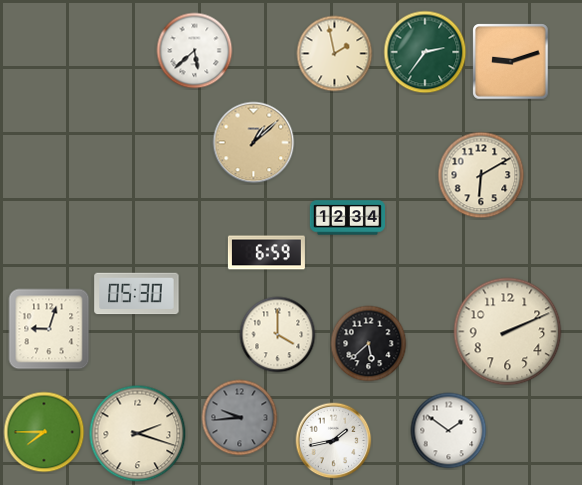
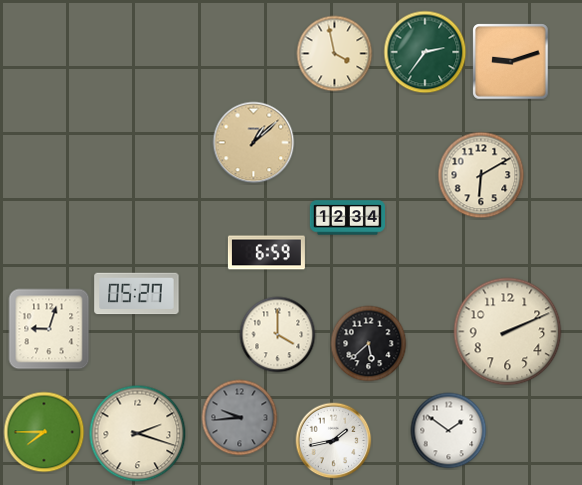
clock at (195, 51): 5:38 -> none
clock at (335, 54): 1:58 -> 3:58
clock at (137, 294): 05:30 -> 05:27
